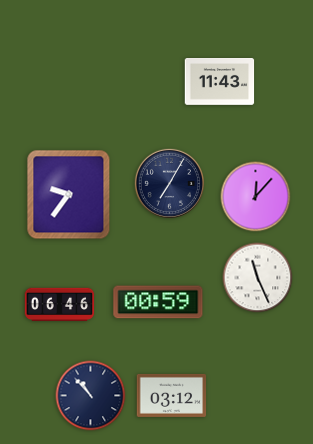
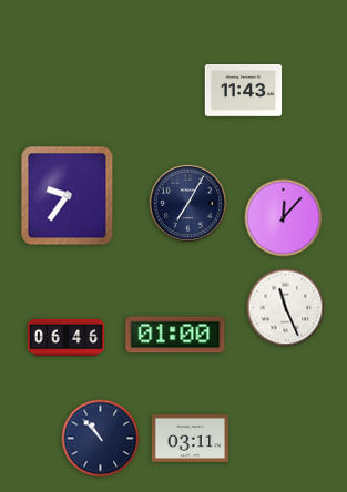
clock at (69, 195) position: (69, 195) -> (68, 196)
clock at (158, 302): 00:59 -> 01:00
clock at (172, 395): 03:12 -> 03:11
